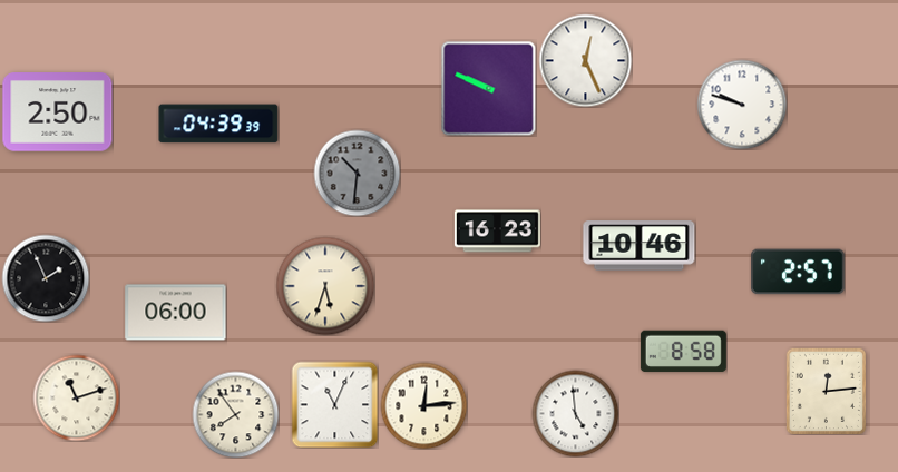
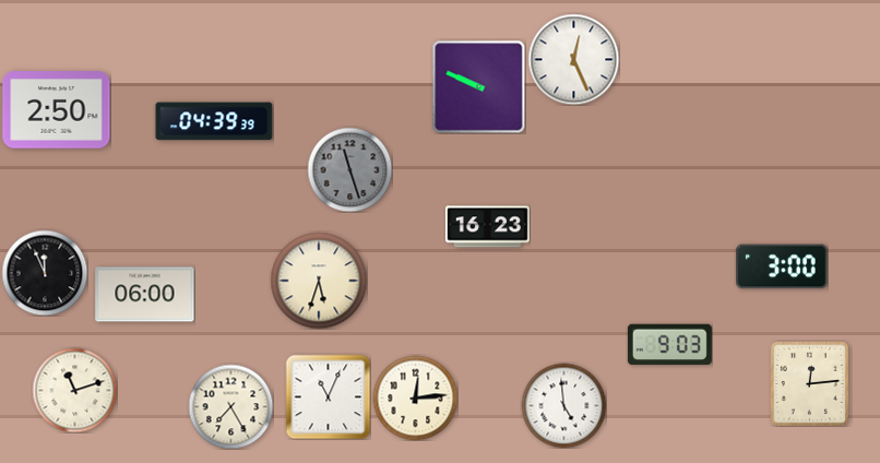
clock at (742, 105): 9:48 -> none
clock at (357, 173): 10:31 -> 11:27
clock at (640, 246): 10:46 -> none
clock at (798, 272): 2:57 -> 3:00
clock at (46, 278): 1:56 -> 11:56
clock at (176, 313) position: (176, 313) -> (145, 295)
clock at (683, 352): 8:58 -> 9:03
clock at (235, 414): 7:54 -> 7:25
